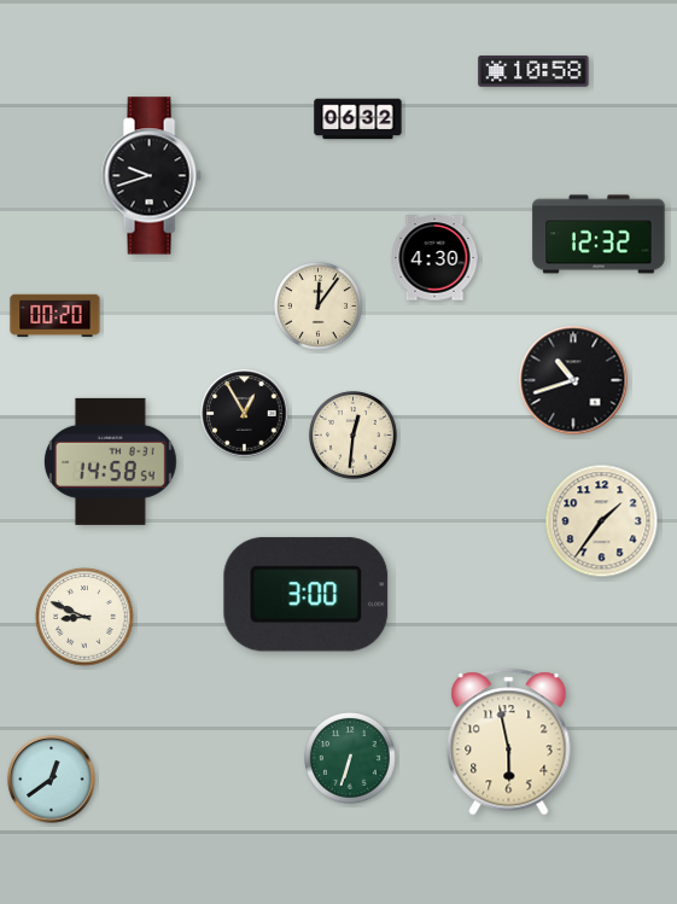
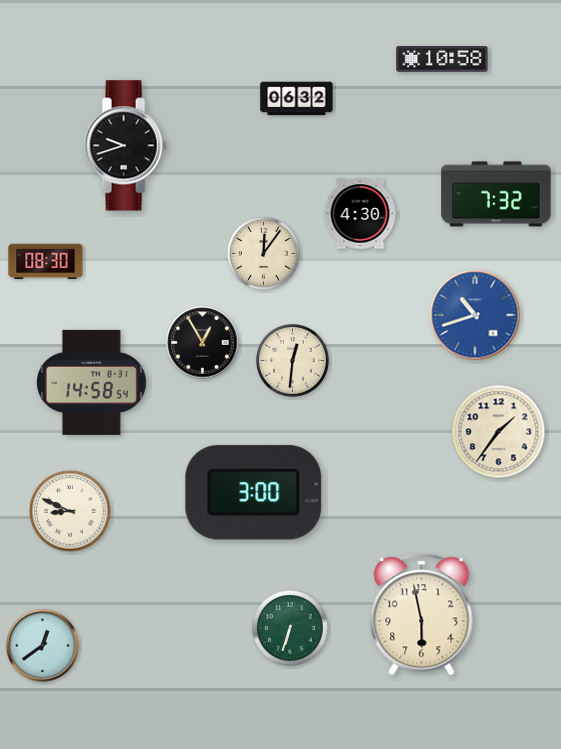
clock at (599, 234): 12:32 -> 7:32
clock at (56, 316): 00:20 -> 08:30
clock at (573, 380) dial: black -> blue
